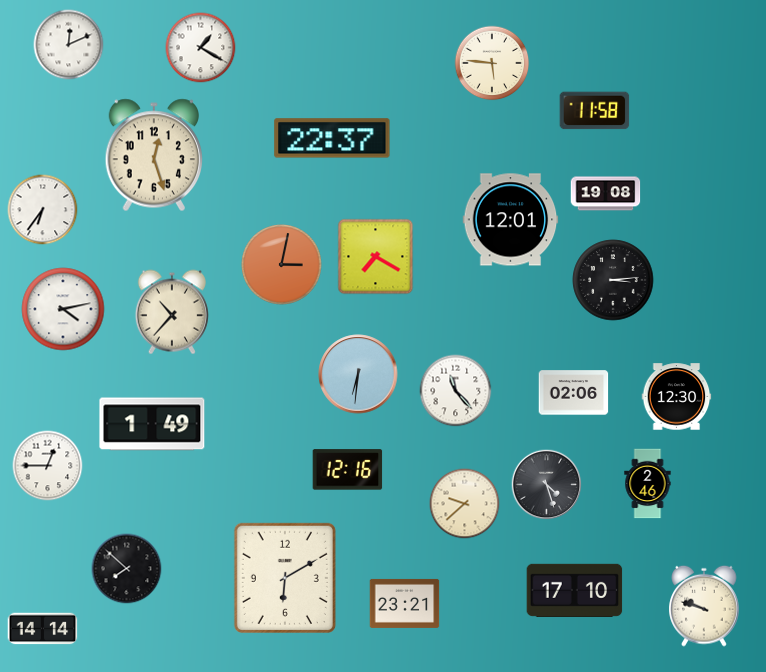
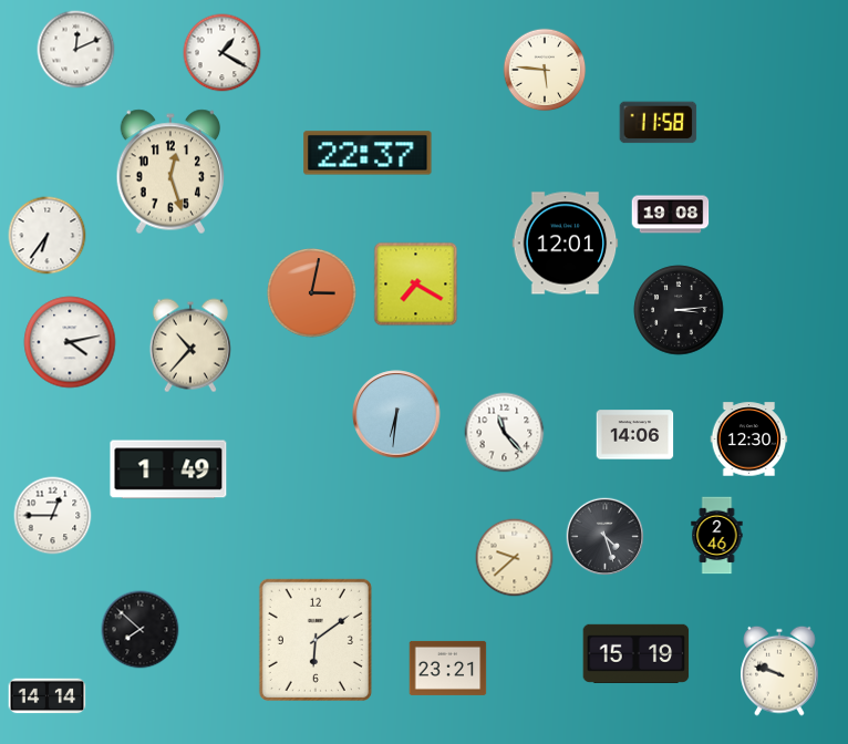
clock at (43, 210) position: (43, 210) -> (48, 236)
clock at (574, 393): 02:06 -> 14:06
clock at (348, 470): 12:16 -> none
clock at (285, 578): 6:10 -> 6:09
clock at (575, 590): 17:10 -> 15:19
